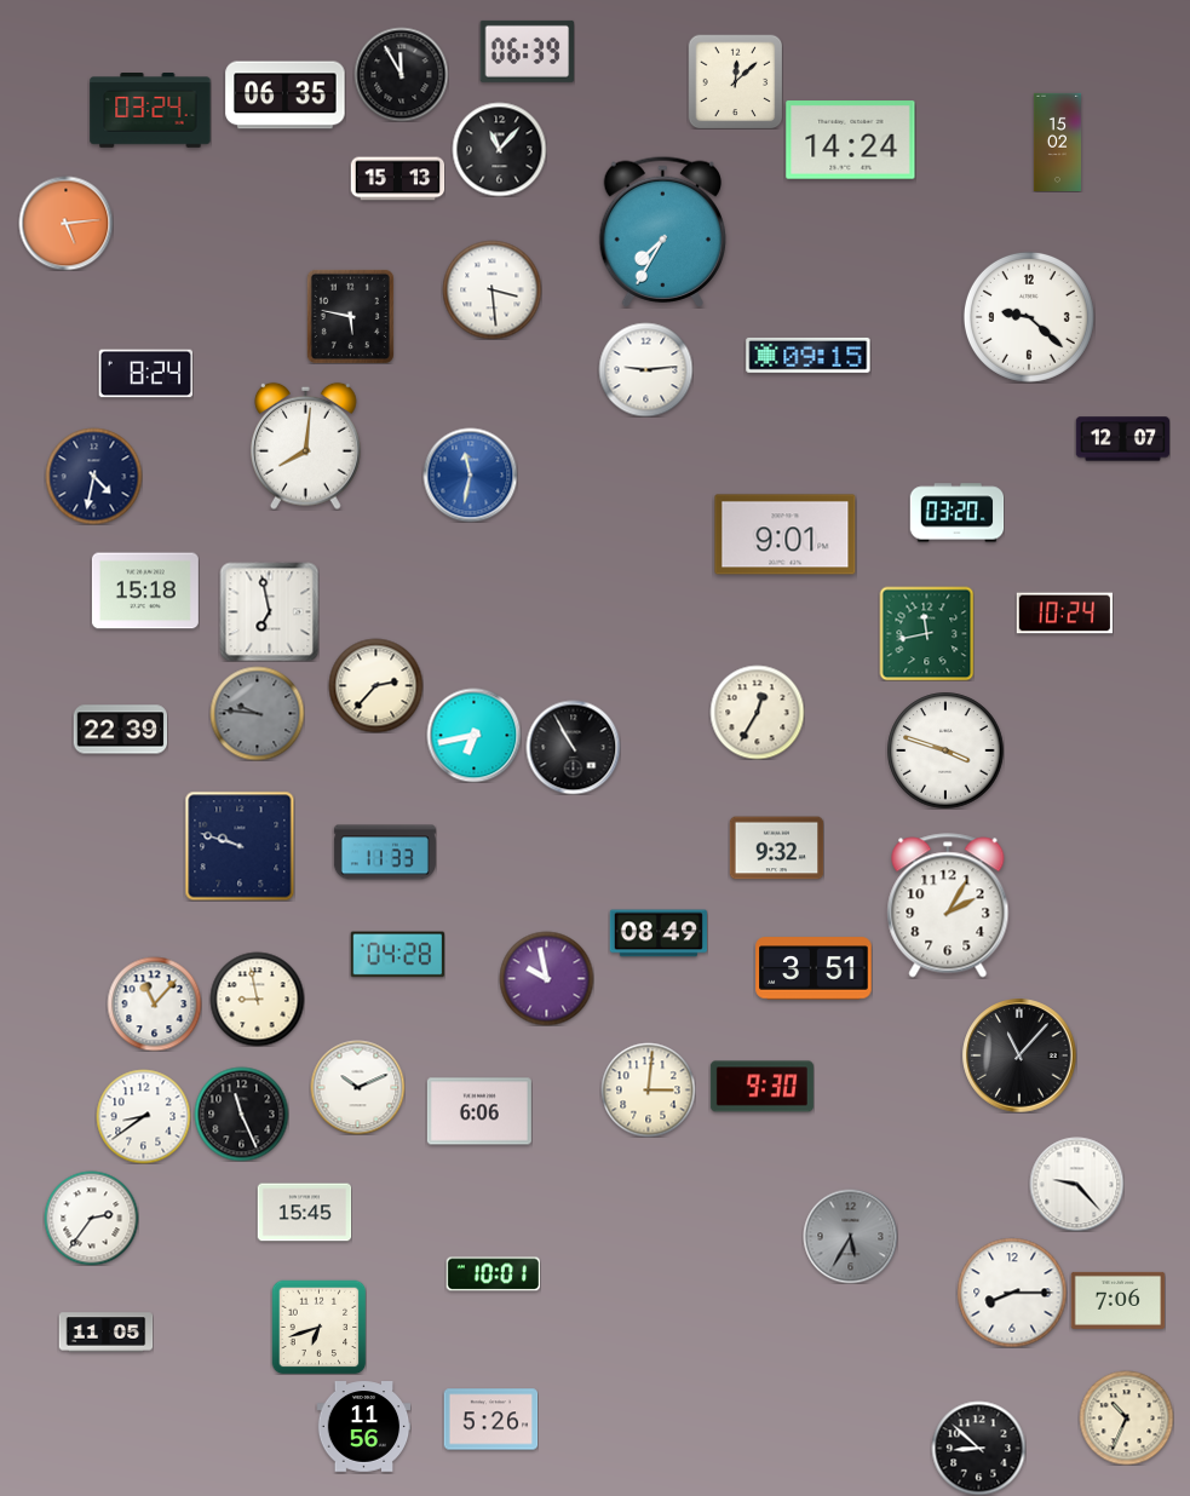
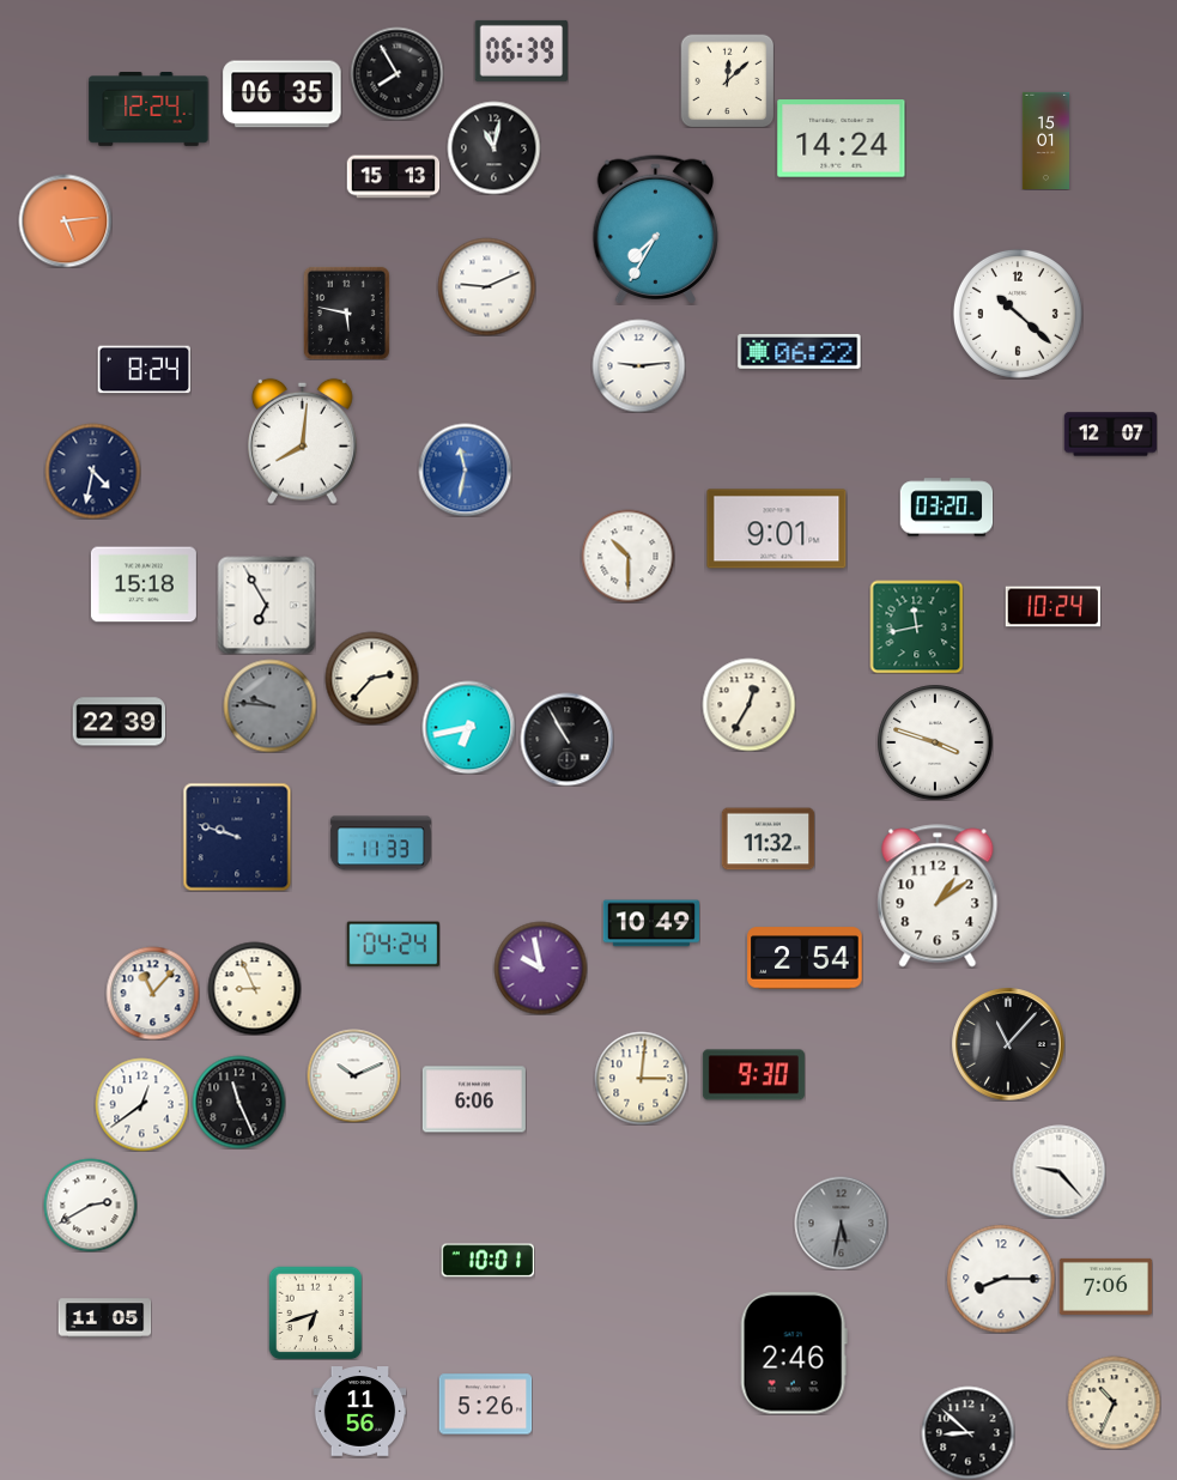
clock at (401, 74): 11:55 -> 7:55
clock at (150, 111): 03:24 -> 12:24
clock at (1057, 142): 15:02 -> 15:01
clock at (499, 149): 11:07 -> 11:02
clock at (491, 289): 3:29 -> 9:11
clock at (1029, 317): 9:22 -> 10:22
clock at (809, 355): 09:15 -> 06:22
clock at (627, 556): none -> 10:30
clock at (269, 611): 6:58 -> 6:55
clock at (257, 713) position: (257, 713) -> (269, 705)
clock at (776, 848): 9:32 -> 11:32
clock at (948, 905): 2:05 -> 1:09
clock at (657, 933): 08:49 -> 10:49
clock at (397, 955): 04:28 -> 04:24
clock at (814, 968): 3:51 -> 2:54
clock at (257, 999): 8:58 -> 8:56
clock at (143, 1116): 8:39 -> 12:39
clock at (1076, 1184) position: (1076, 1184) -> (1058, 1171)
clock at (304, 1213): 15:45 -> none
clock at (91, 1218): 2:36 -> 2:40
clock at (850, 1236): 5:35 -> 5:32
clock at (794, 1353): none -> 2:46
